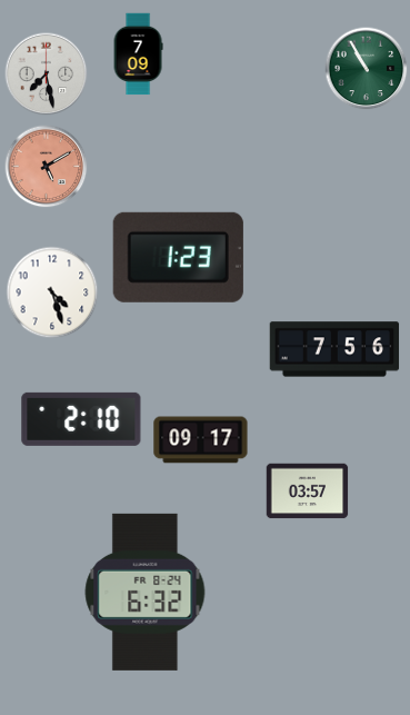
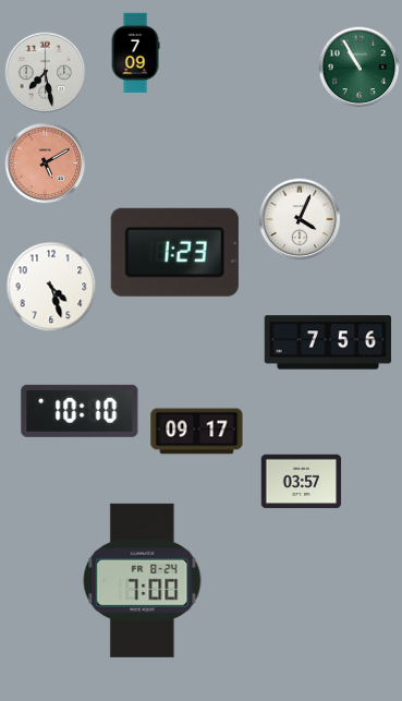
clock at (300, 219): none -> 4:04
clock at (81, 419): 2:10 -> 10:10
clock at (146, 592): 6:32 -> 7:00
